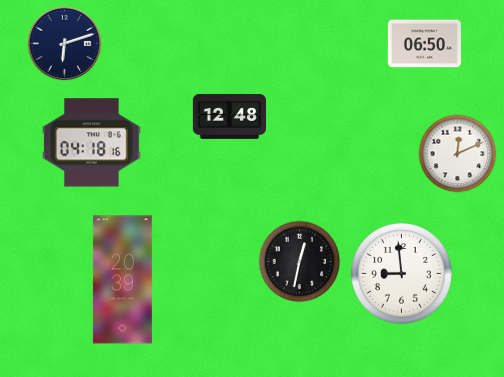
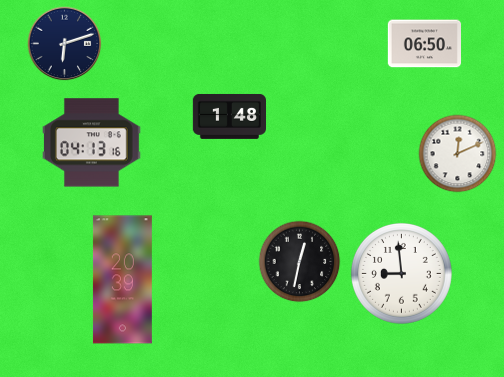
clock at (229, 116): 12:48 -> 1:48
clock at (92, 143): 04:18 -> 04:13
